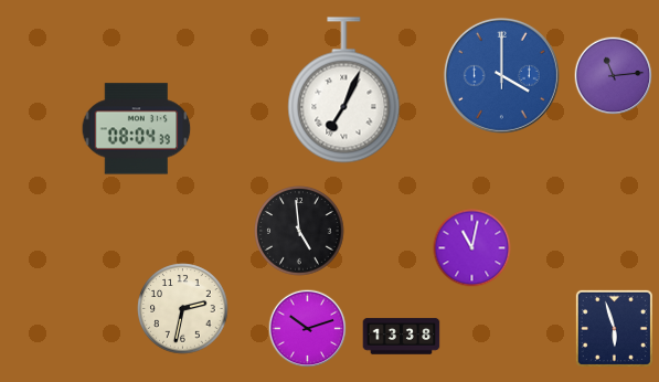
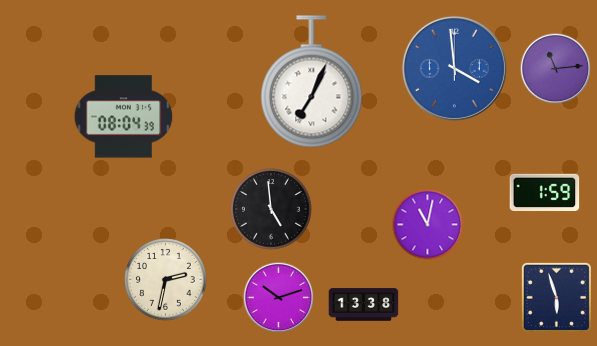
clock at (501, 75): 4:00 -> 3:59
clock at (545, 193): none -> 1:59
